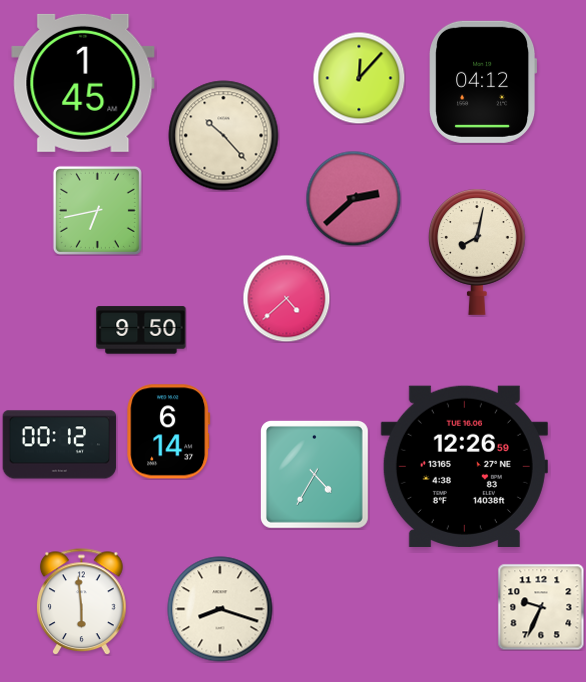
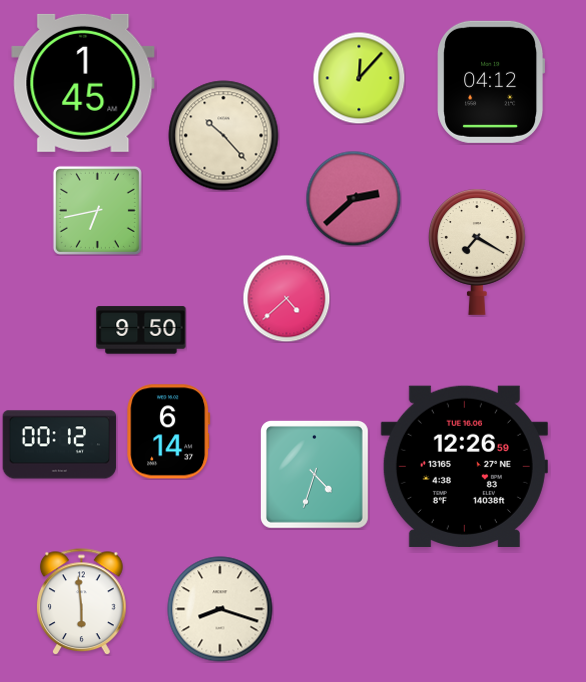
clock at (483, 82) position: (483, 82) -> (491, 82)
clock at (477, 252): 8:02 -> 7:20
clock at (314, 474): 4:35 -> 4:33
clock at (541, 607): 9:34 -> none
